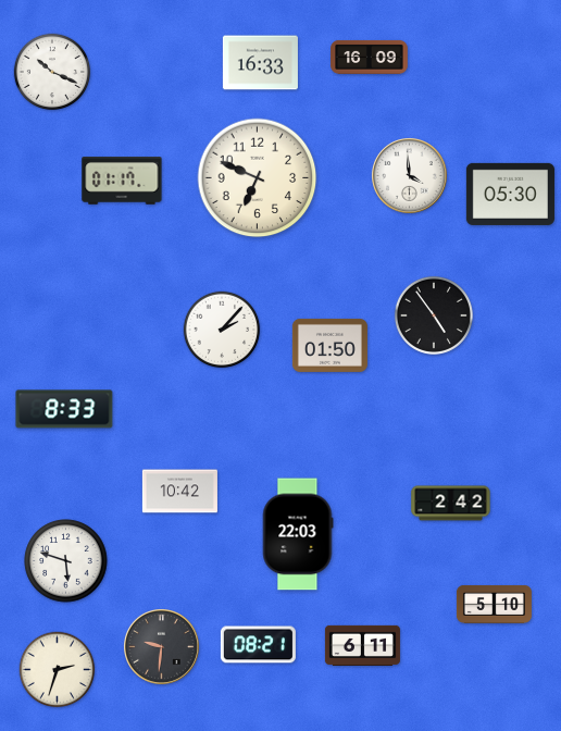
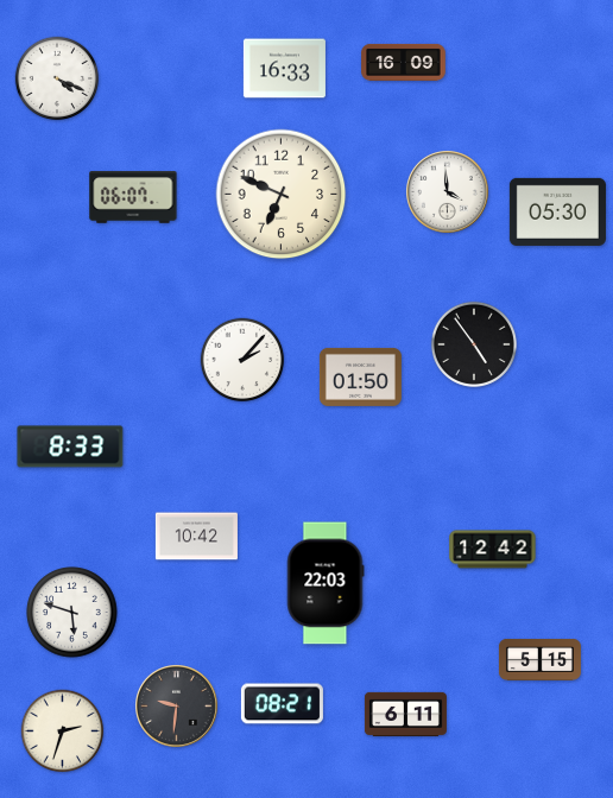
clock at (52, 72): 10:19 -> 4:19
clock at (122, 181): 01:17 -> 06:07
clock at (451, 504): 2:42 -> 12:42
clock at (494, 604): 5:10 -> 5:15
clock at (362, 645) position: (362, 645) -> (405, 714)
